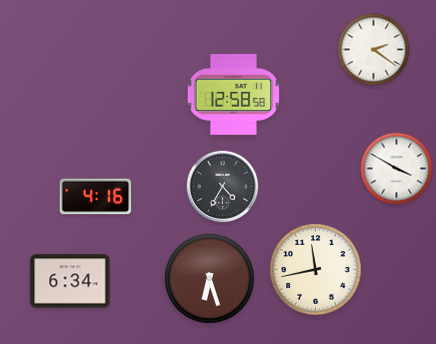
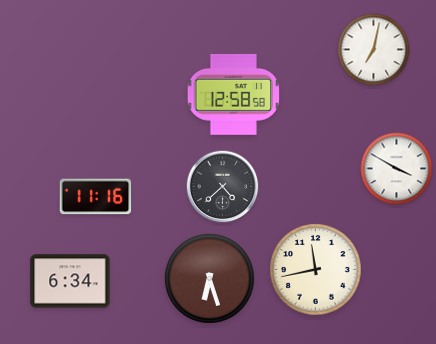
clock at (374, 50): 2:21 -> 7:02
clock at (223, 187): 4:35 -> 4:38
clock at (96, 197): 4:16 -> 11:16
